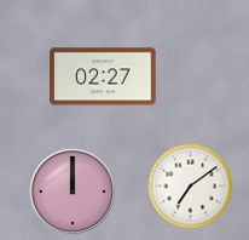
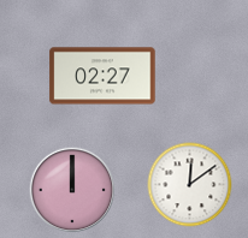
clock at (191, 187): 7:09 -> 12:09
